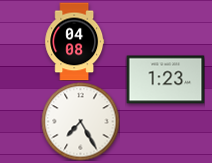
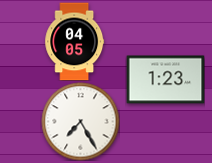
clock at (75, 41): 04:08 -> 04:05
